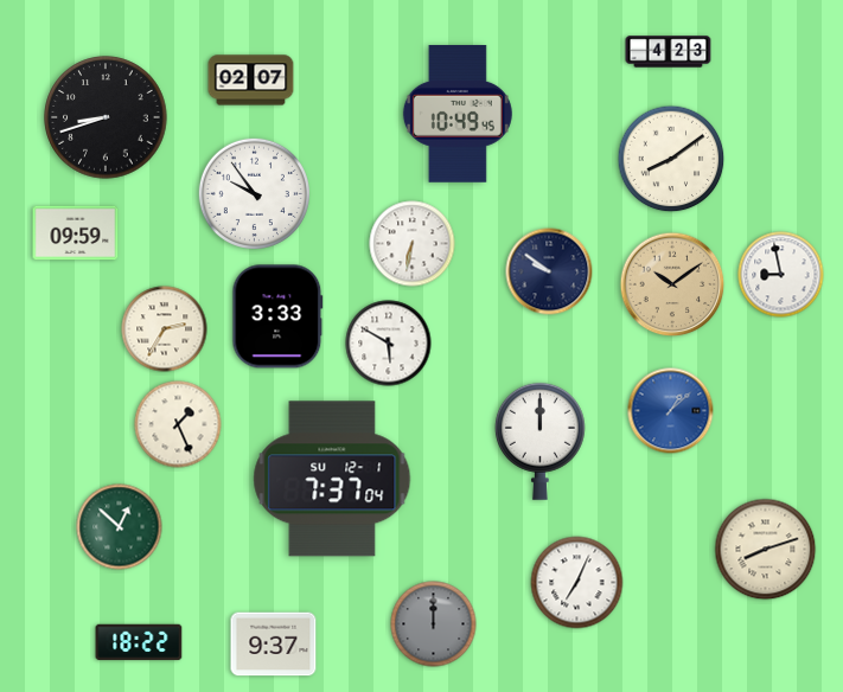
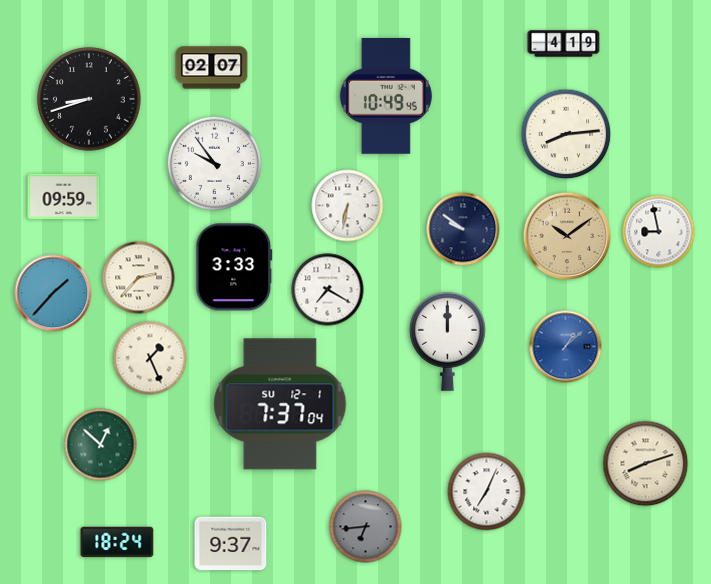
clock at (669, 52): 4:23 -> 4:19
clock at (671, 159): 8:09 -> 8:14
clock at (672, 284) position: (672, 284) -> (567, 236)
clock at (165, 329): 2:35 -> 2:37
clock at (389, 344): 5:50 -> 7:20
clock at (53, 293): none -> 1:37
clock at (539, 441) position: (539, 441) -> (447, 341)
clock at (434, 624): 12:00 -> 6:44
clock at (139, 642): 18:22 -> 18:24
